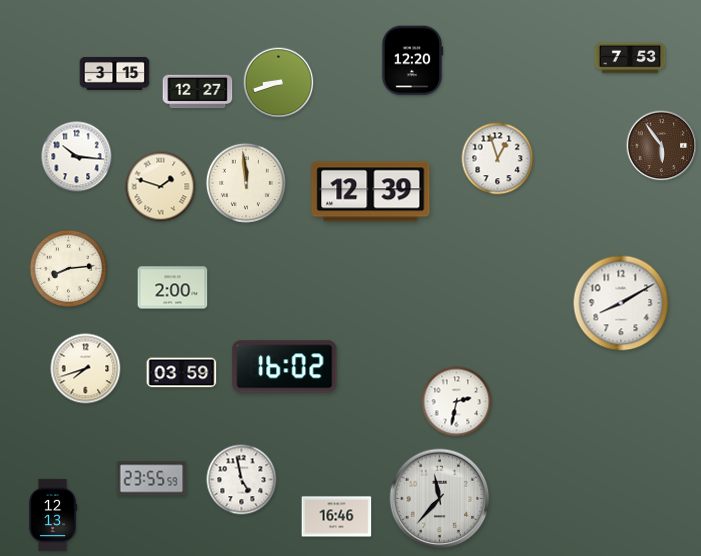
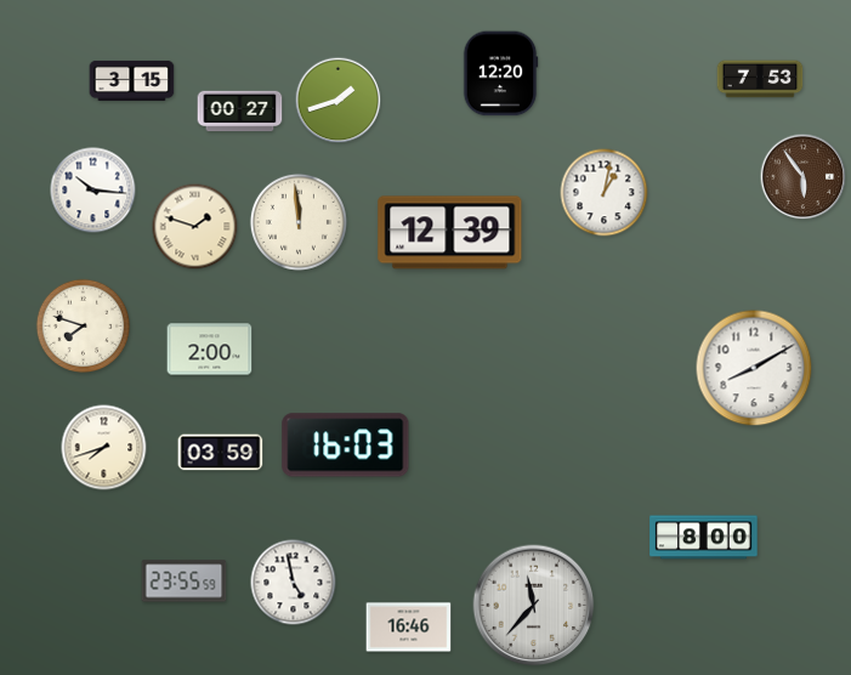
clock at (630, 58) position: (630, 58) -> (760, 79)
clock at (115, 73) position: (115, 73) -> (132, 80)
clock at (279, 83): 8:42 -> 1:42
clock at (198, 92): 12:27 -> 00:27
clock at (498, 159): 12:57 -> 1:02
clock at (69, 269): 8:14 -> 7:48
clock at (285, 367): 16:02 -> 16:03
clock at (457, 402): 2:32 -> none
clock at (704, 538): none -> 8:00
clock at (53, 514): 12:13 -> none
